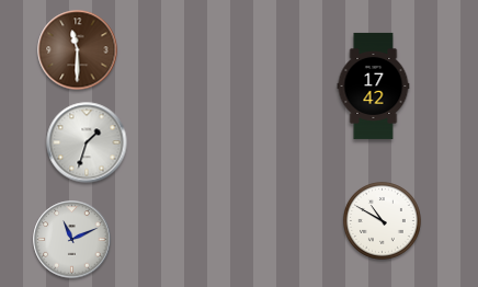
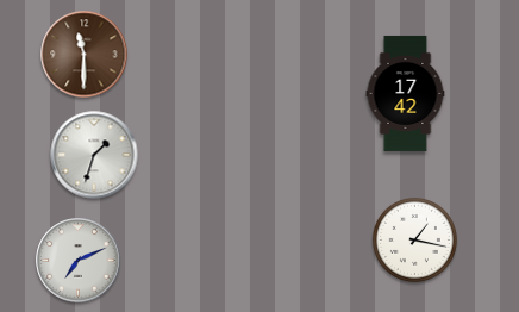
clock at (382, 220): 10:50 -> 1:17
clock at (72, 240): 11:11 -> 7:11
